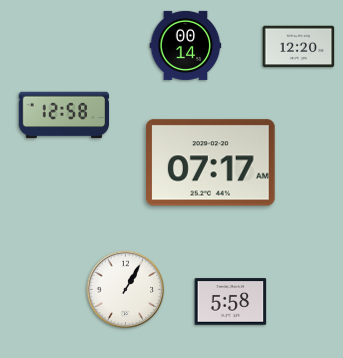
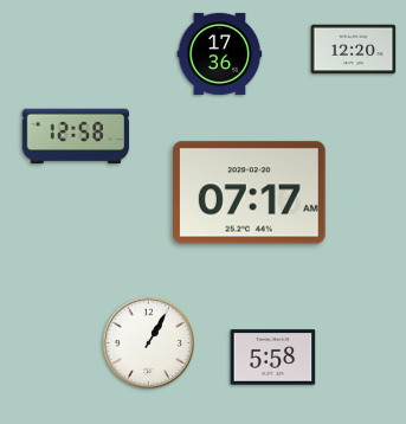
clock at (186, 45): 00:14 -> 17:36
clock at (299, 47) position: (299, 47) -> (354, 50)
